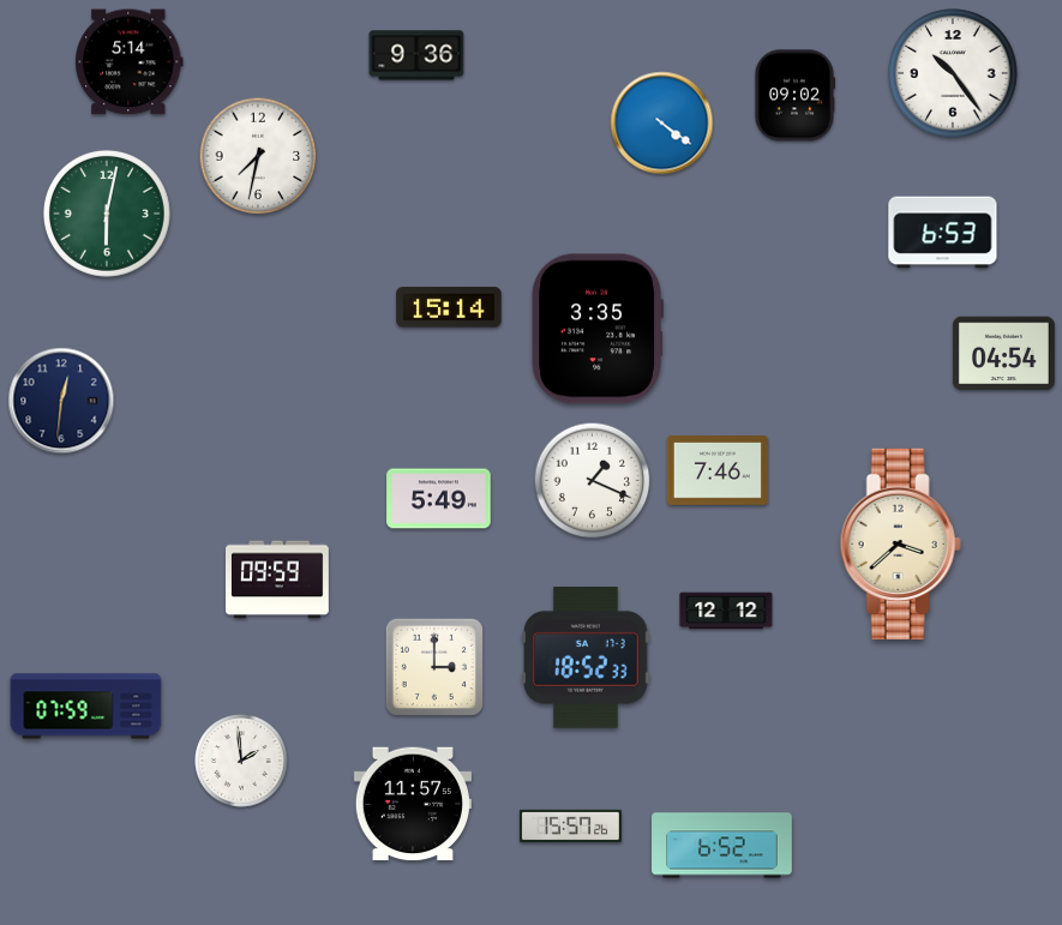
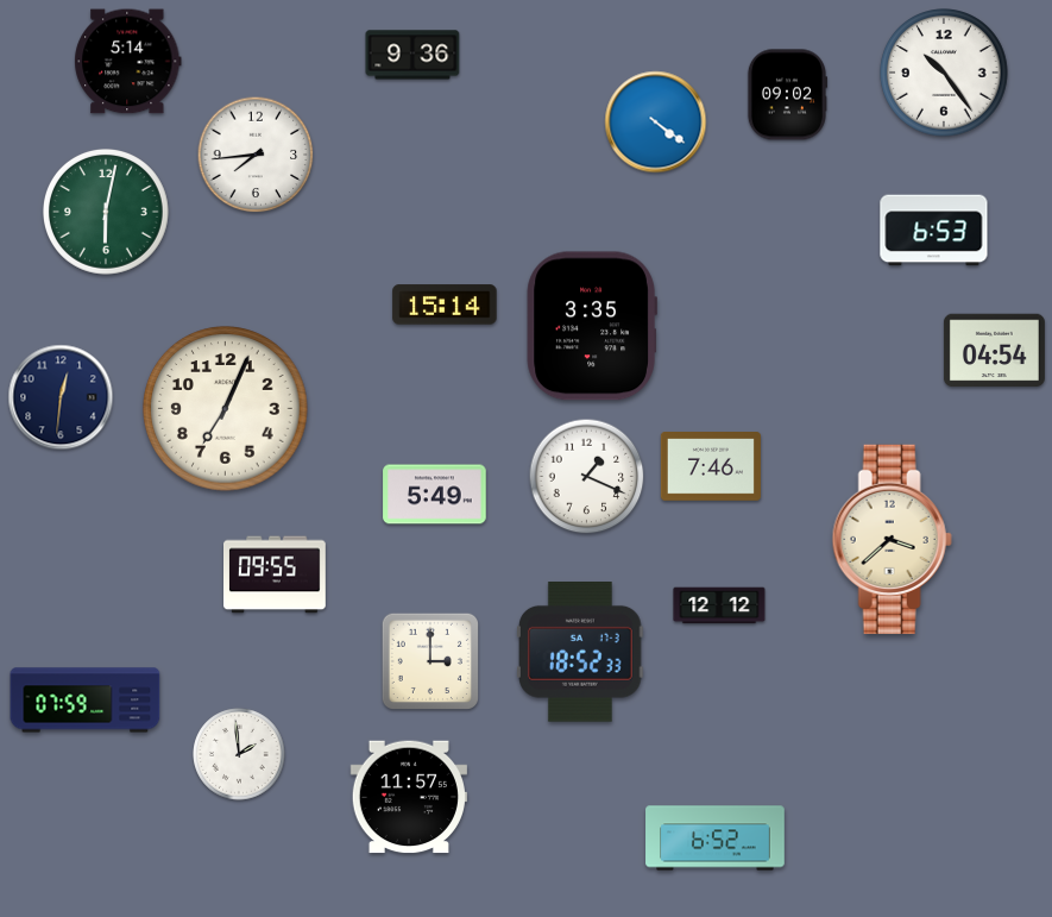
clock at (258, 156): 7:32 -> 7:44
clock at (226, 409): none -> 7:04
clock at (278, 579): 09:59 -> 09:55
clock at (570, 825): 15:57 -> none
